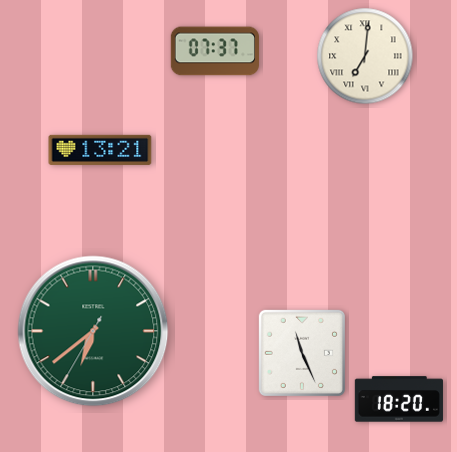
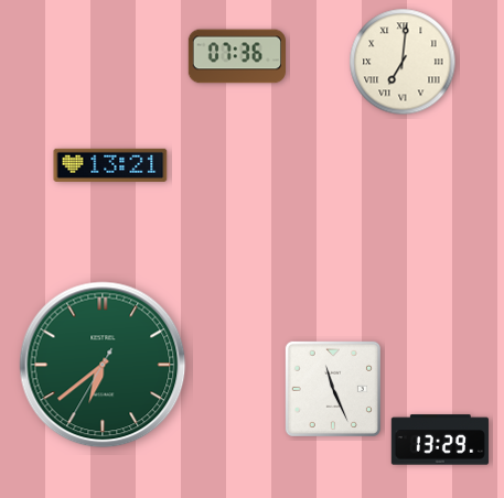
clock at (215, 51): 07:37 -> 07:36
clock at (399, 399): 18:20 -> 13:29
